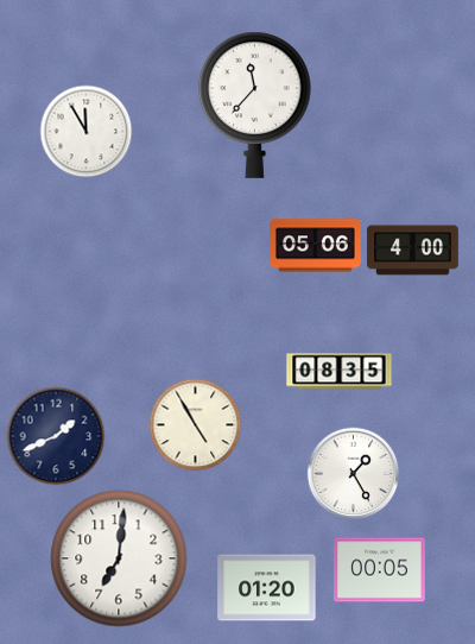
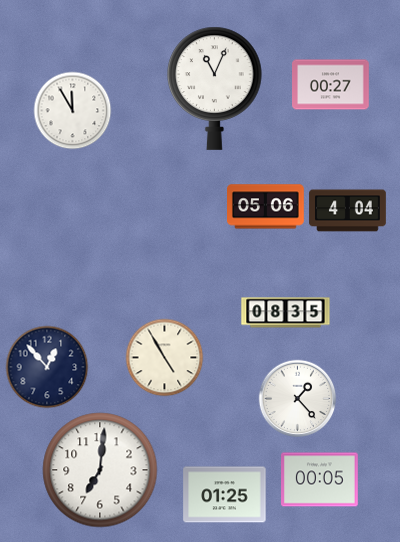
clock at (331, 85): none -> 00:27
clock at (255, 105): 11:37 -> 11:04
clock at (413, 251): 4:00 -> 4:04
clock at (56, 436): 1:41 -> 12:53
clock at (353, 473): 1:25 -> 1:23
clock at (267, 588): 01:20 -> 01:25
